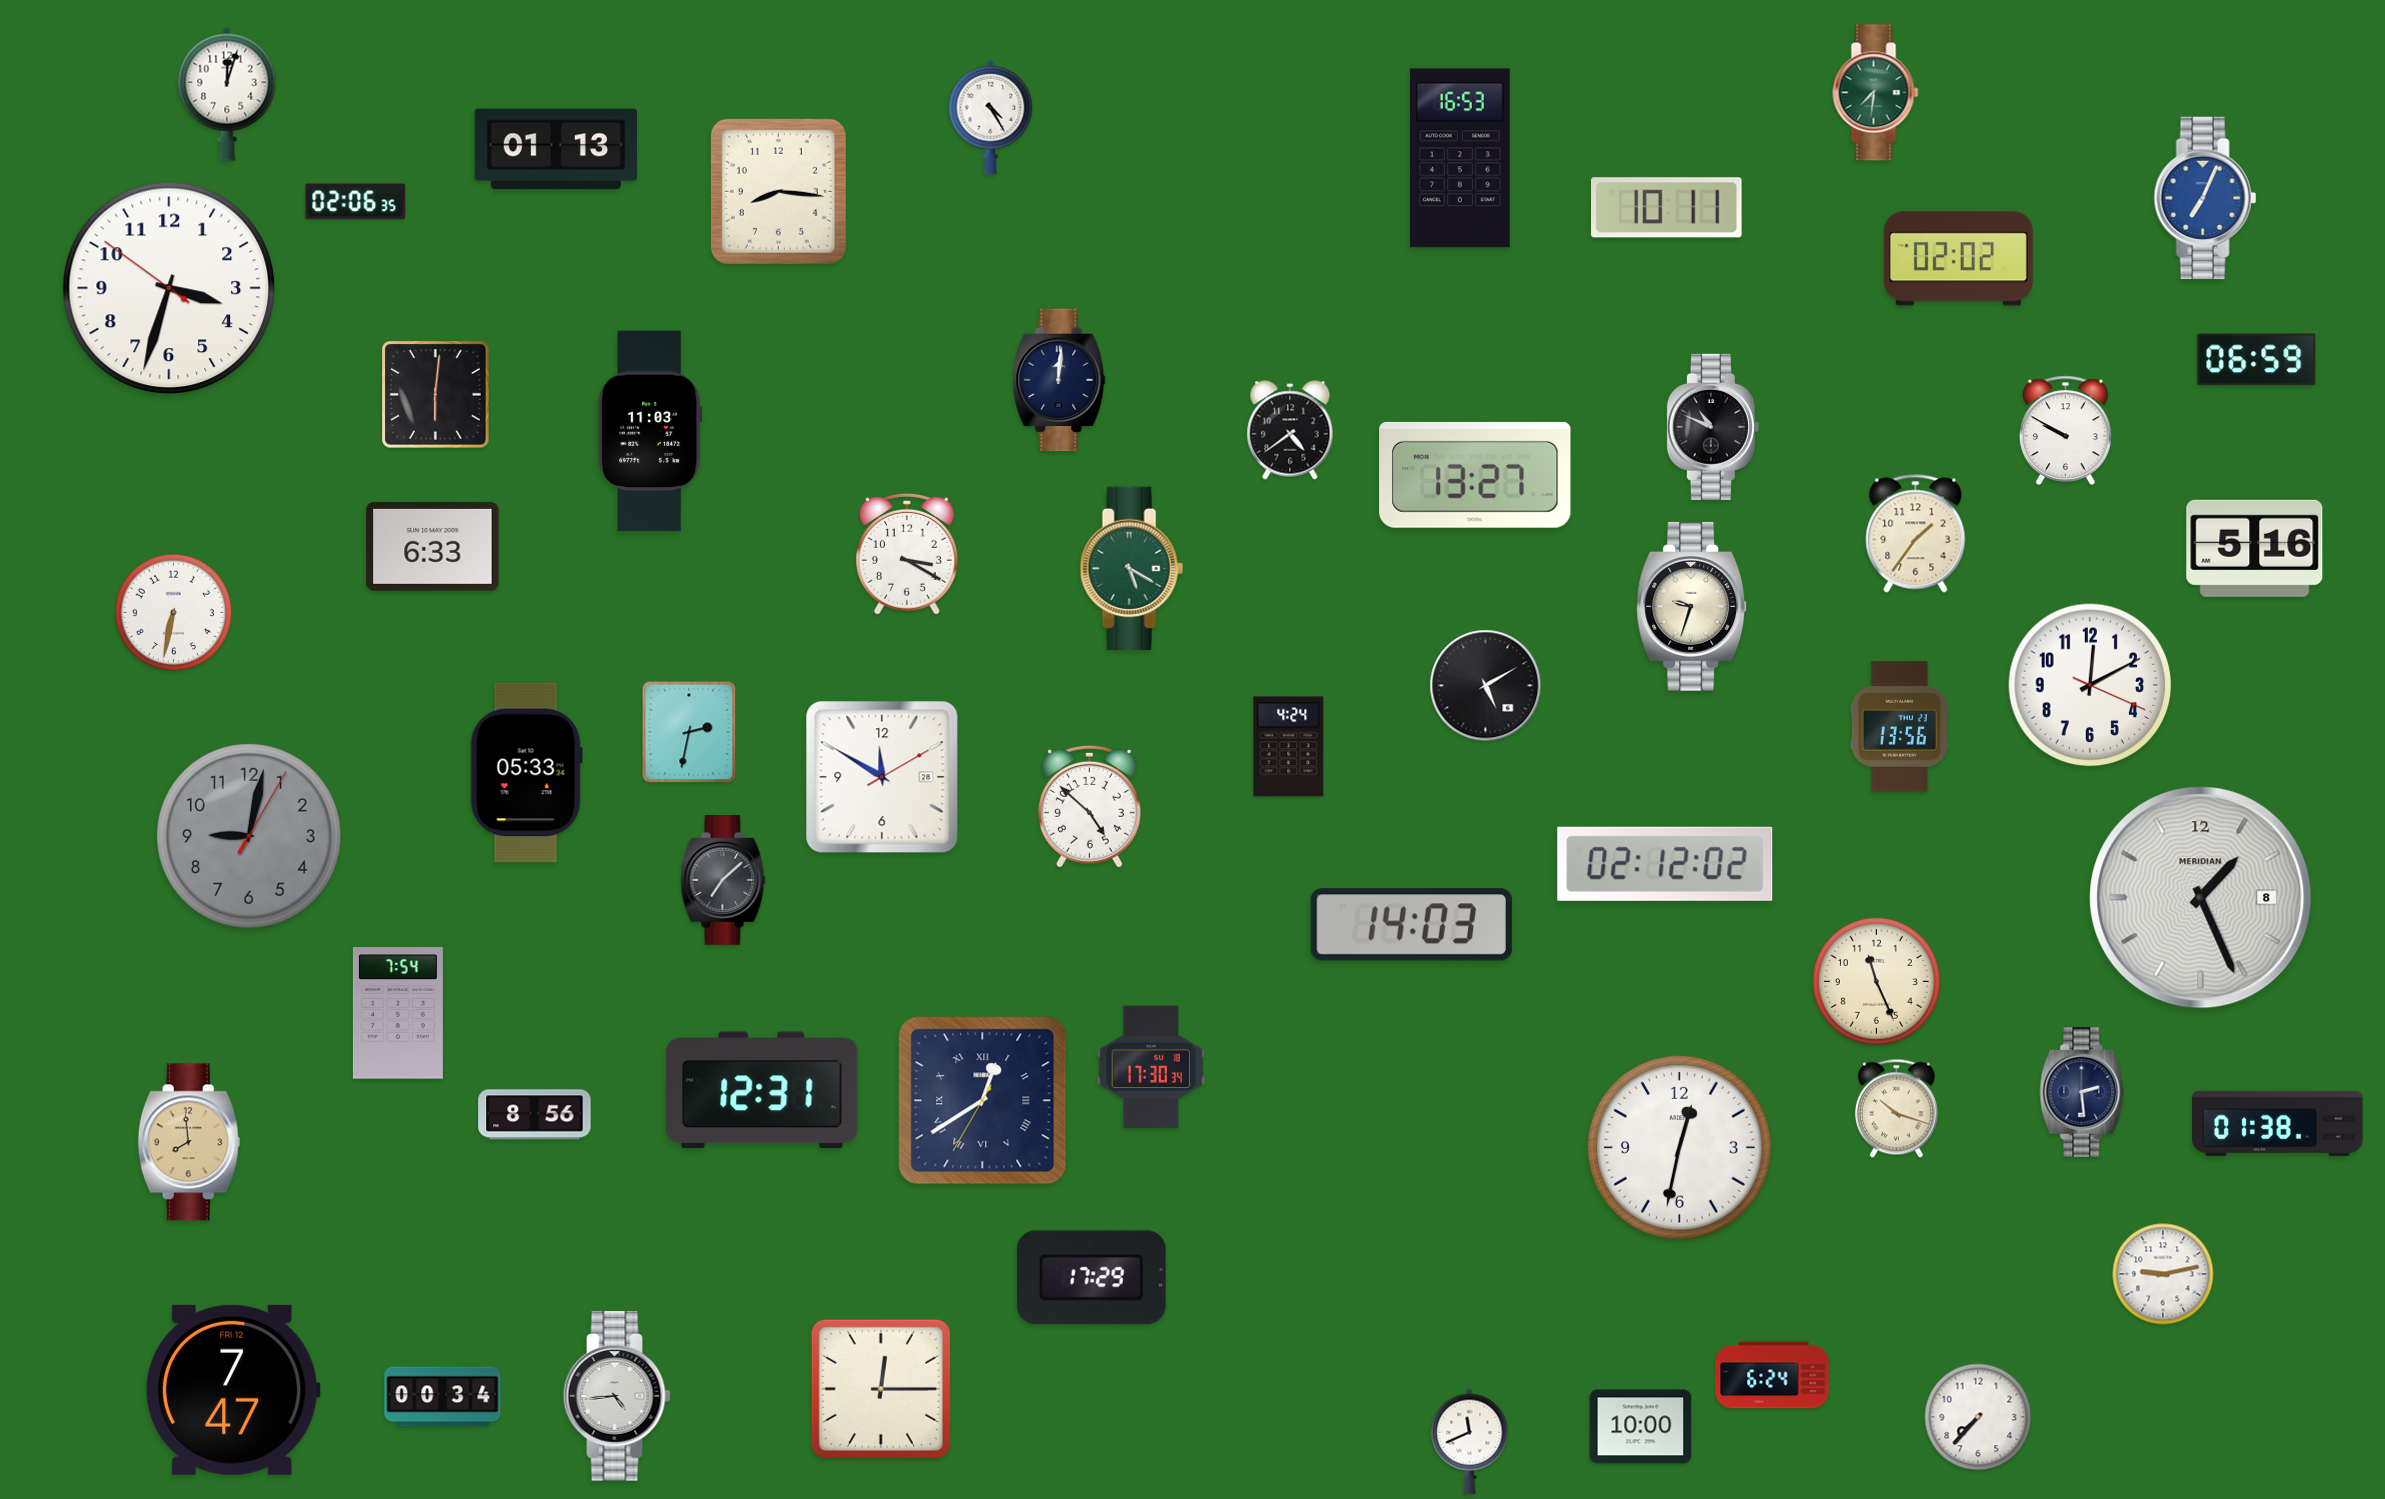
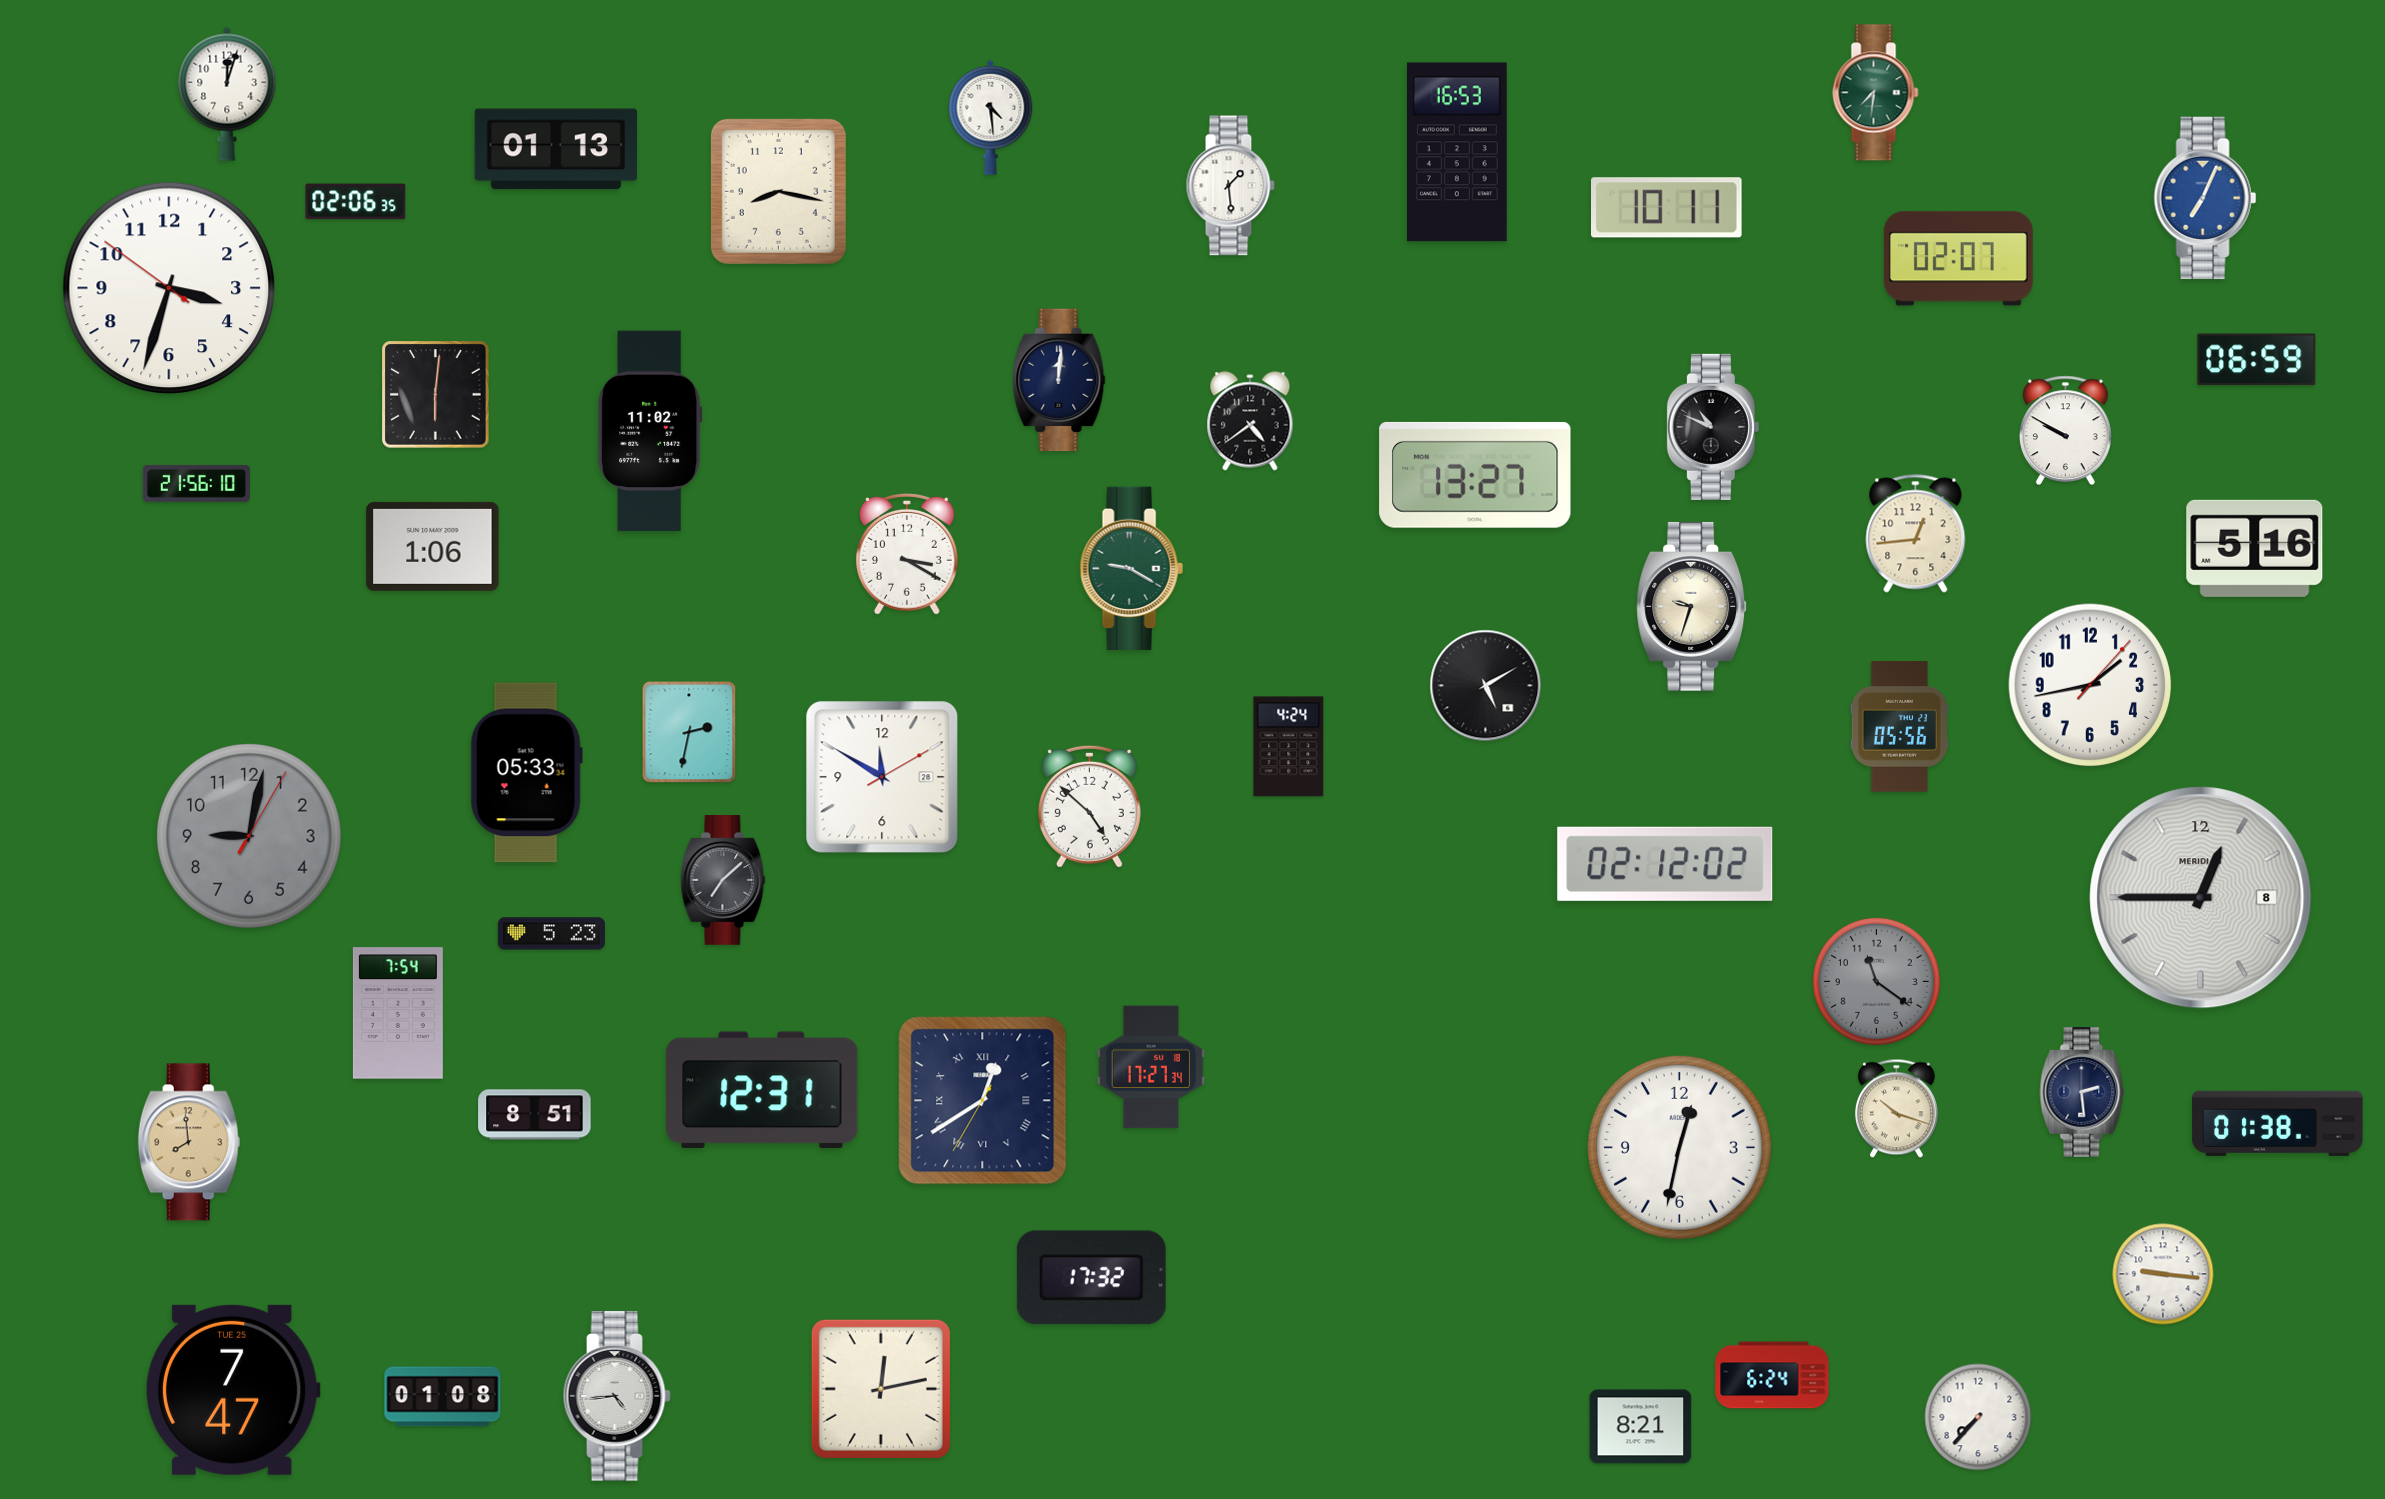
clock at (991, 117): 4:25 -> 4:29
clock at (1460, 158) position: (1460, 158) -> (1457, 152)
clock at (1230, 186): none -> 1:29
clock at (778, 191): 8:16 -> 8:17
clock at (1958, 259): 02:02 -> 02:07
clock at (1290, 430) position: (1290, 430) -> (1250, 421)
clock at (650, 431): 11:03 -> 11:02
clock at (196, 483): none -> 21:56
clock at (1916, 534): 1:36 -> 12:44
clock at (433, 546): 6:33 -> 1:06
clock at (1131, 568): 5:20 -> 9:20
clock at (174, 613): 6:32 -> none
clock at (2090, 685): 12:10 -> 1:43
clock at (1899, 727): 13:56 -> 05:56
clock at (2201, 898): 1:26 -> 12:45
clock at (1411, 925): 14:03 -> none
clock at (551, 934): none -> 5:23
clock at (1876, 981): 11:26 -> 11:21
clock at (1876, 981) dial: cream -> grey
clock at (1151, 1067): 17:30 -> 17:27
clock at (535, 1115): 8:56 -> 8:51
clock at (2163, 1274): 9:13 -> 9:16
clock at (1091, 1278): 17:29 -> 17:32
clock at (881, 1389): 12:15 -> 12:13
clock at (233, 1390) date: FRI 12 -> TUE 25
clock at (443, 1397): 00:34 -> 01:08
clock at (1641, 1427): 10:00 -> 8:21
clock at (1470, 1442): 11:41 -> none
